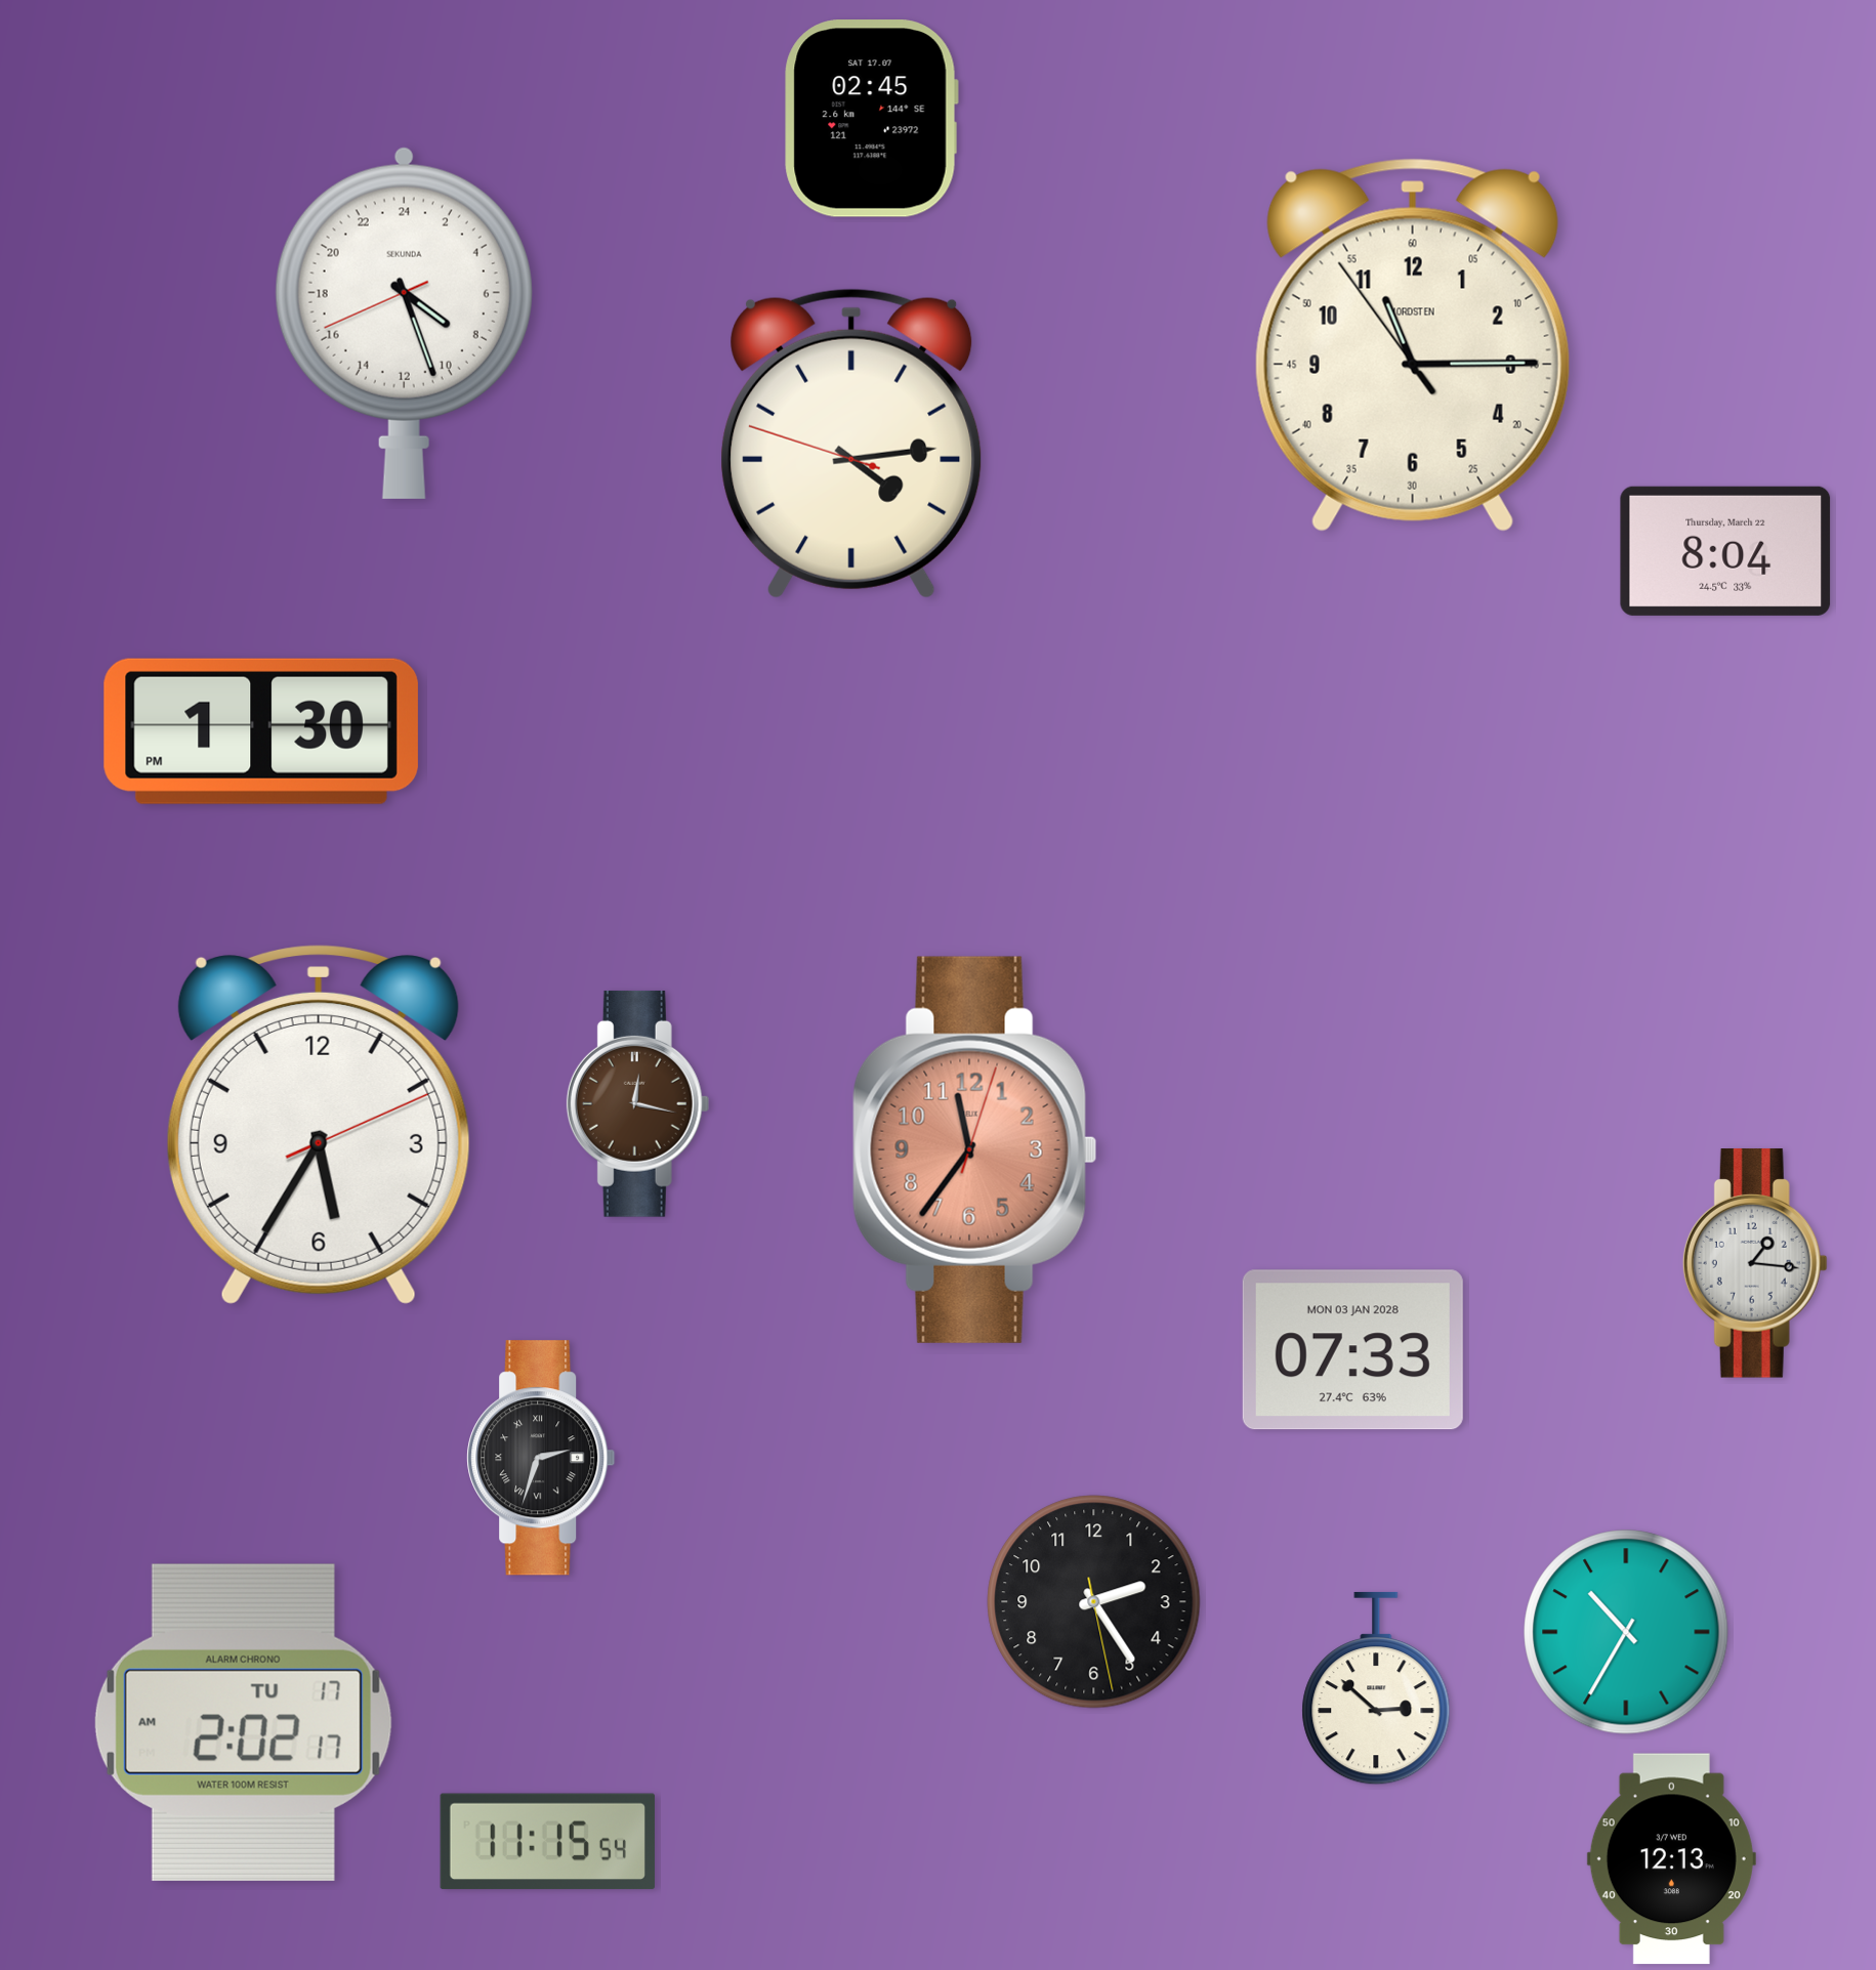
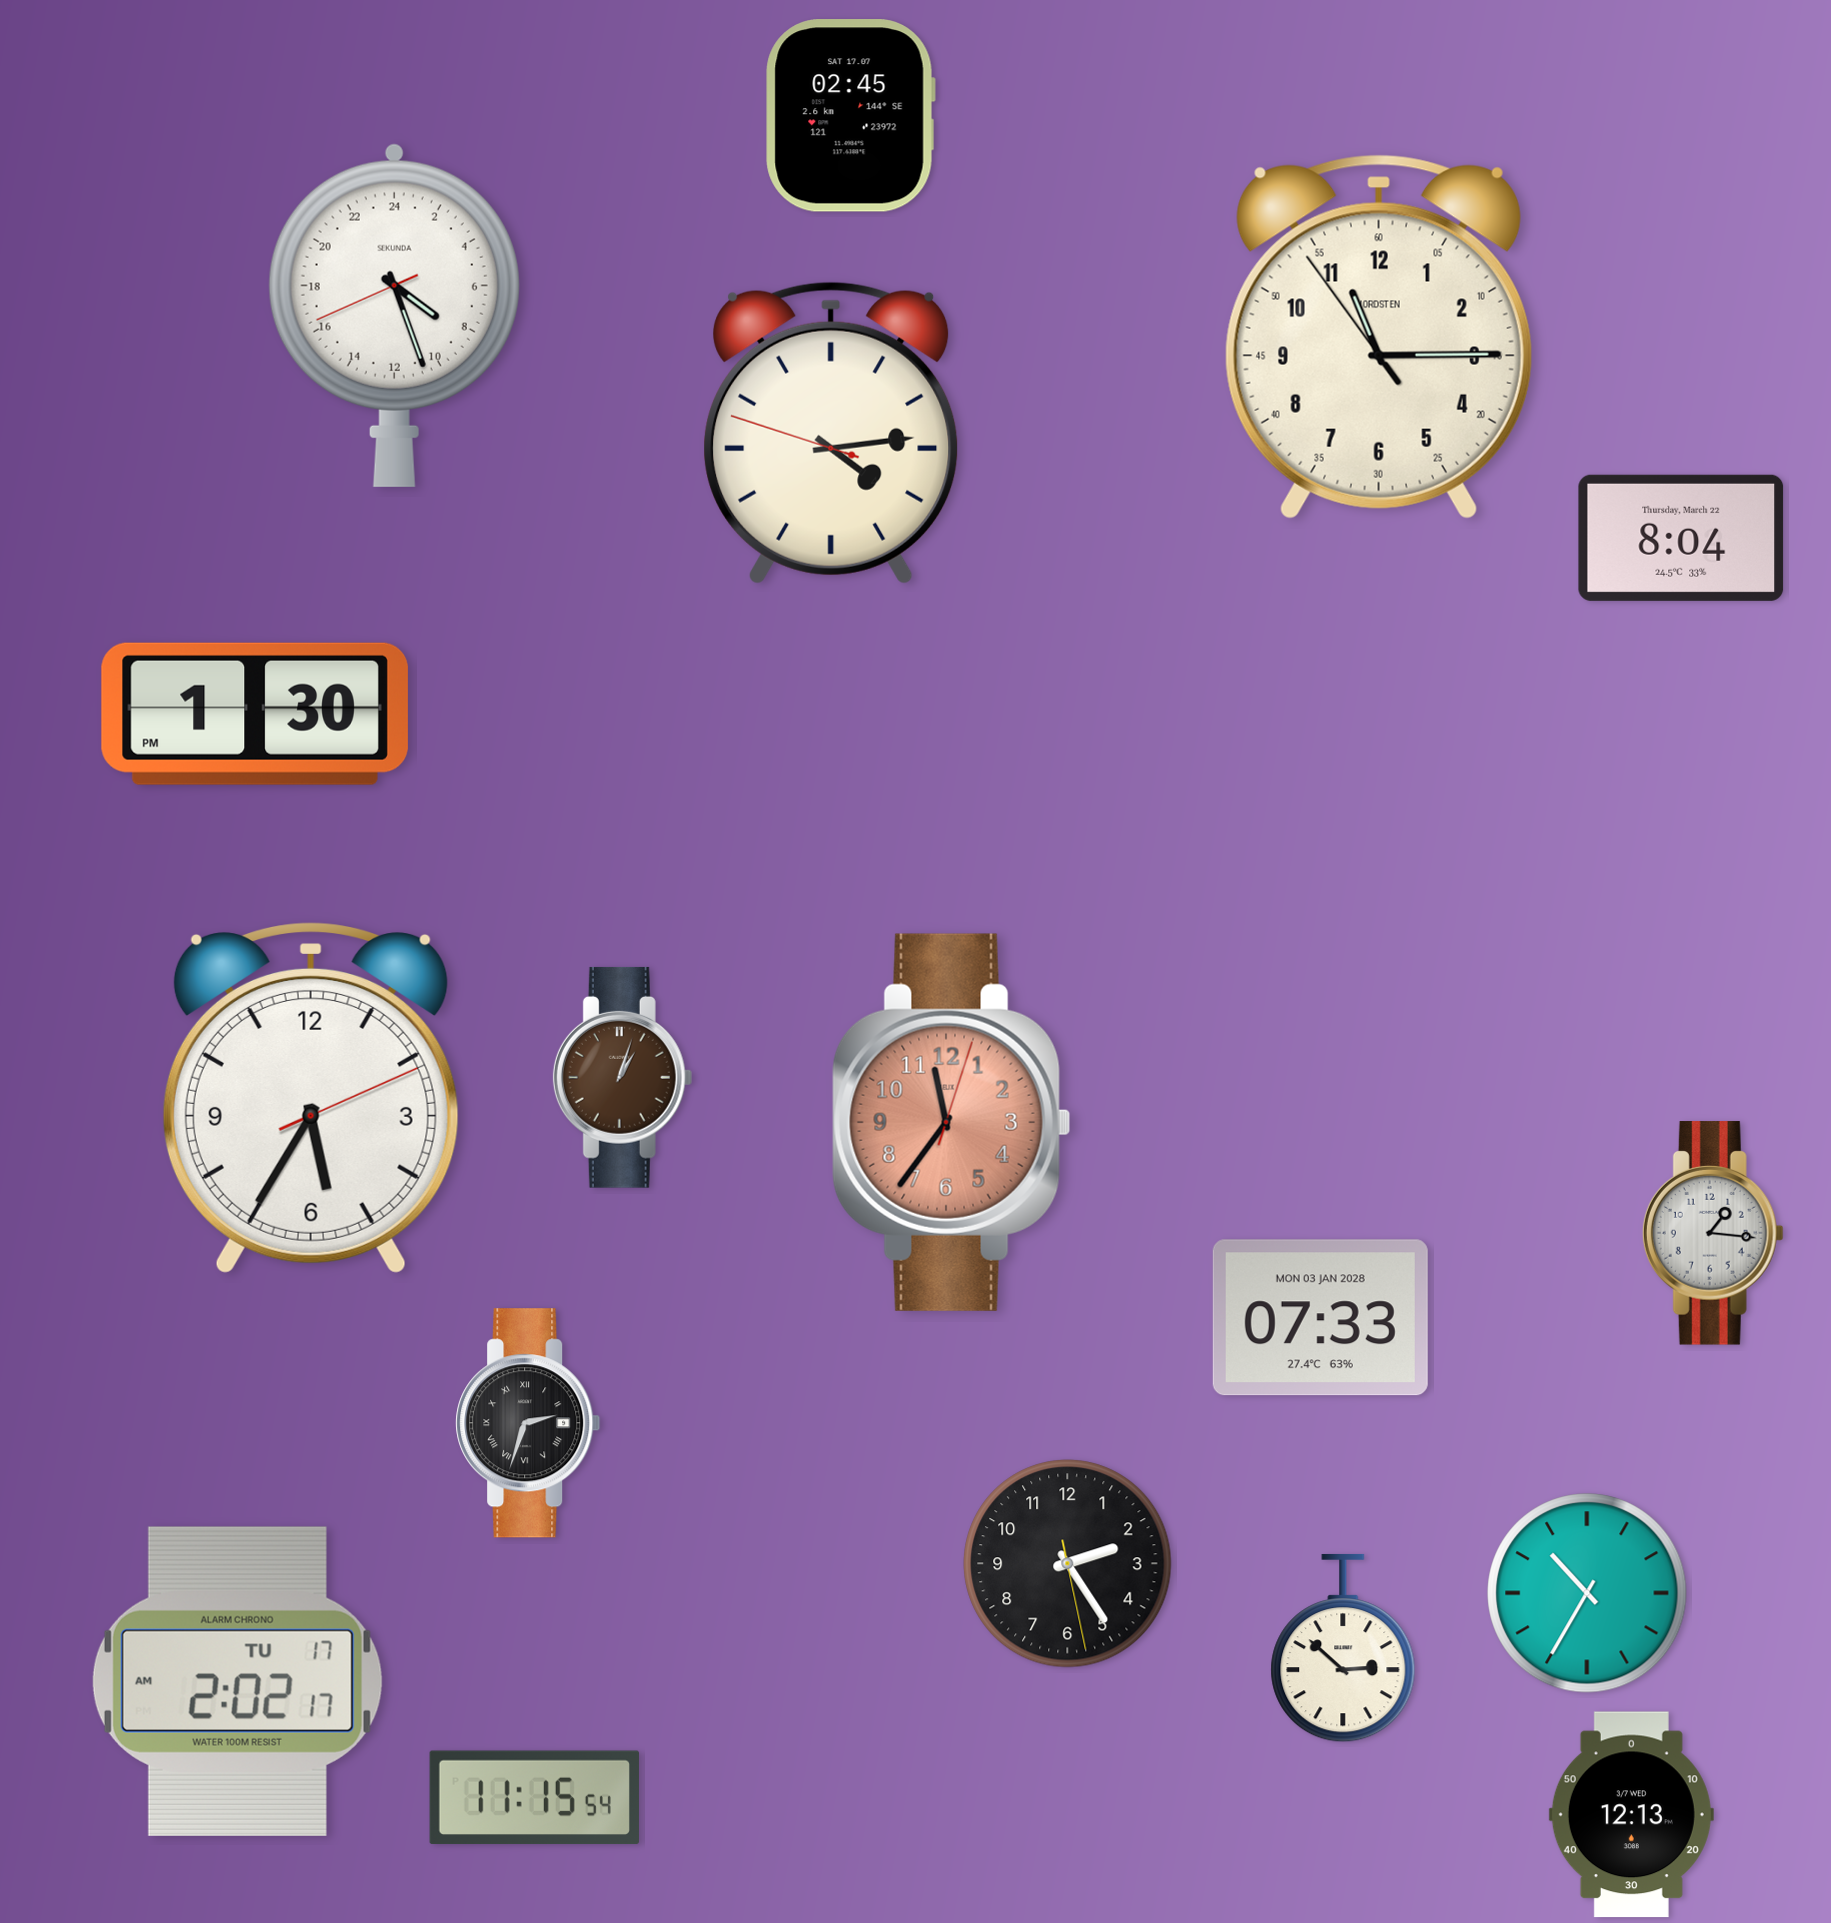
clock at (1725, 551) position: (1725, 551) -> (1681, 538)
clock at (638, 1103): 12:17 -> 1:03
